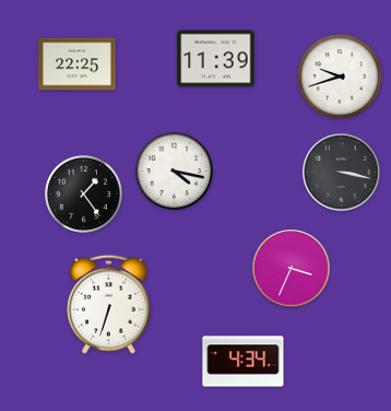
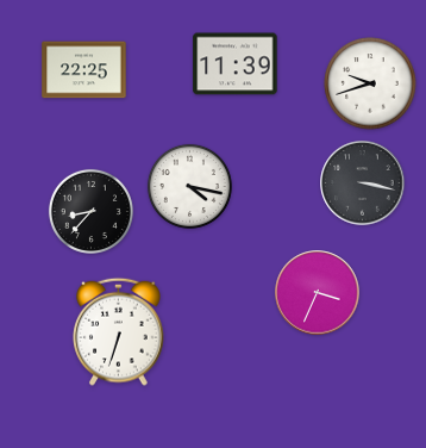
clock at (342, 173) position: (342, 173) -> (363, 183)
clock at (83, 193): 1:24 -> 8:37
clock at (244, 362): 4:34 -> none
